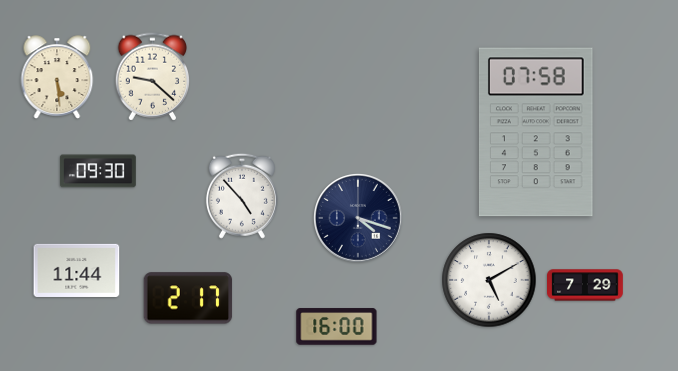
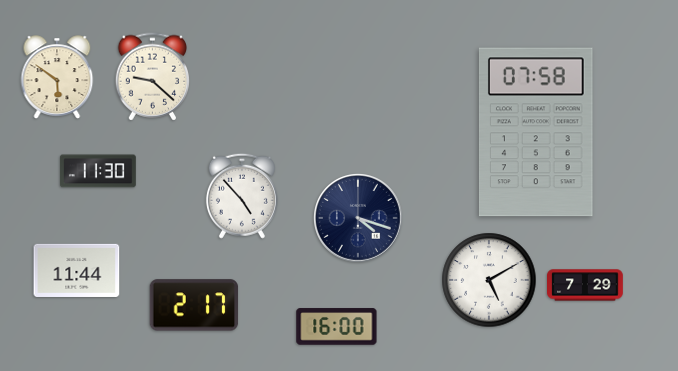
clock at (57, 77): 5:29 -> 5:51
clock at (98, 171): 09:30 -> 11:30
clock at (188, 298) position: (188, 298) -> (194, 305)
